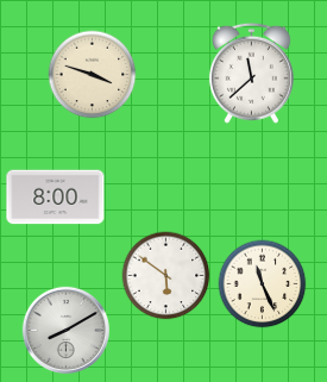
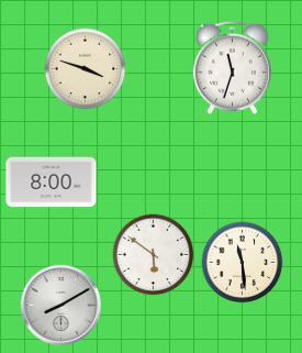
clock at (251, 73): 11:38 -> 11:33
clock at (263, 284): 11:26 -> 11:29
